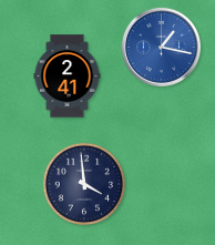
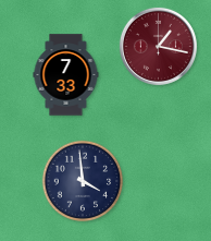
clock at (161, 47) dial: blue -> burgundy
clock at (68, 76): 2:41 -> 7:33
